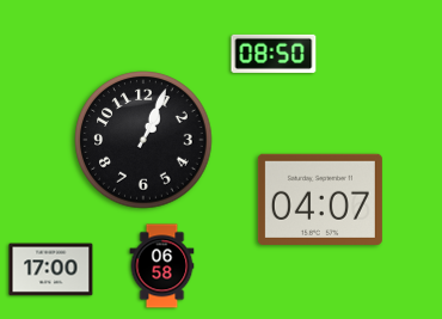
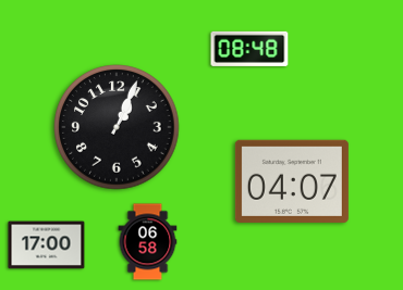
clock at (274, 54): 08:50 -> 08:48
clock at (143, 140) position: (143, 140) -> (117, 127)
